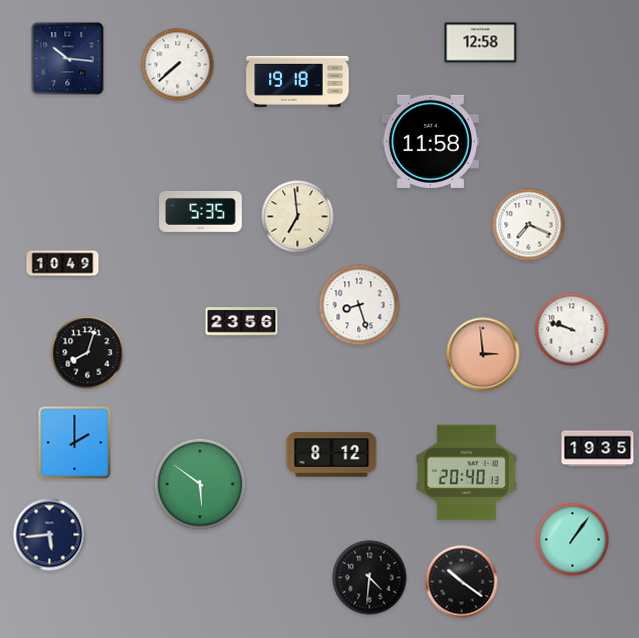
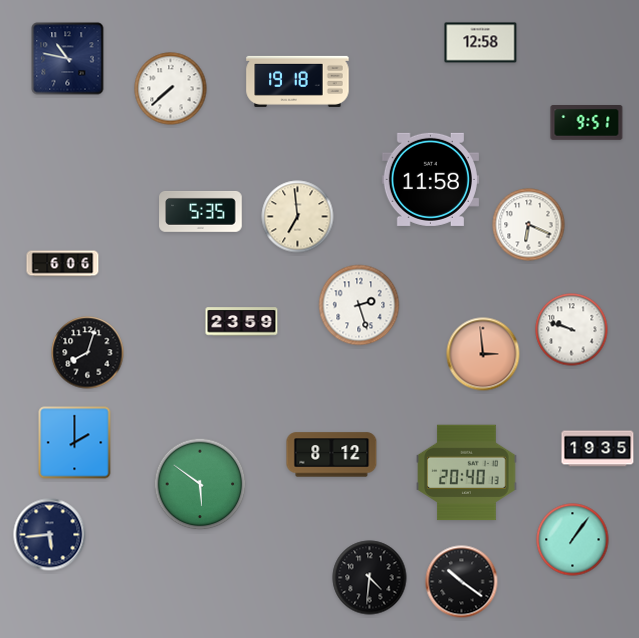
clock at (68, 59): 10:16 -> 10:47
clock at (178, 65) position: (178, 65) -> (171, 89)
clock at (587, 123): none -> 9:51
clock at (430, 141) position: (430, 141) -> (430, 179)
clock at (529, 225): 7:19 -> 6:19
clock at (63, 264): 10:49 -> 6:06
clock at (359, 305): 8:27 -> 2:27
clock at (242, 322): 23:56 -> 23:59
